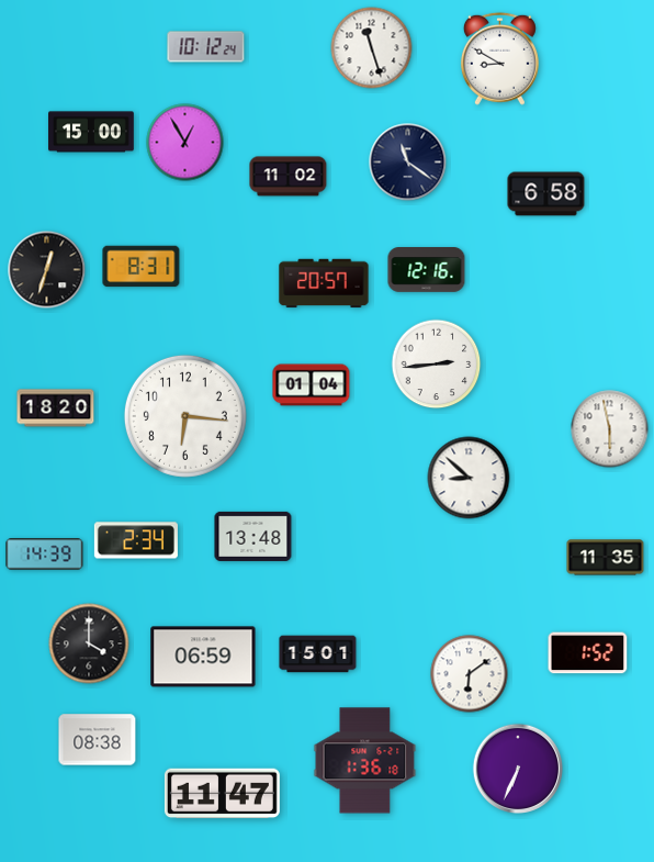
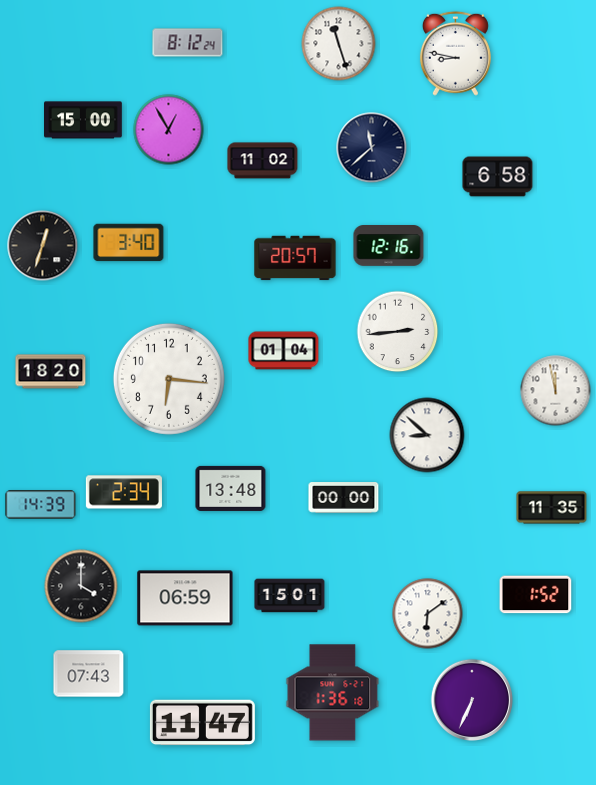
clock at (206, 47): 10:12 -> 8:12
clock at (499, 58): 8:50 -> 8:47
clock at (408, 163): 11:21 -> 11:38
clock at (142, 267): 8:31 -> 3:40
clock at (610, 429): 5:58 -> 11:58
clock at (344, 498): none -> 00:00
clock at (98, 740): 08:38 -> 07:43
